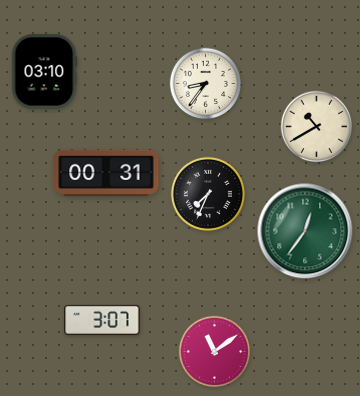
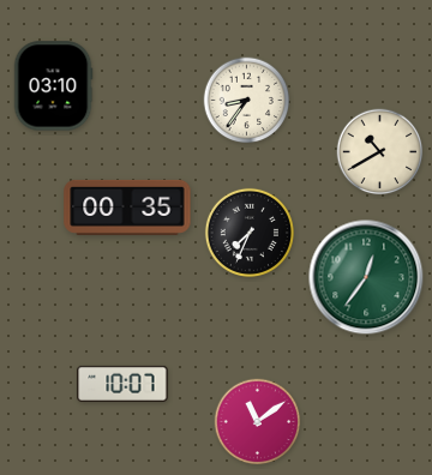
clock at (106, 173): 00:31 -> 00:35
clock at (102, 320): 3:07 -> 10:07
